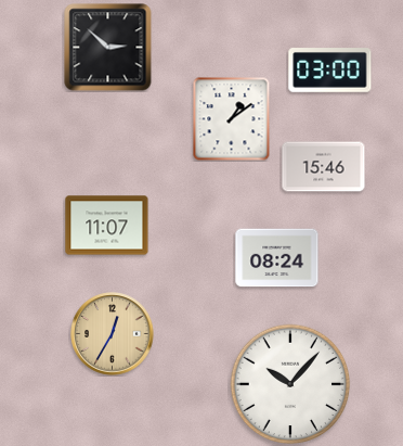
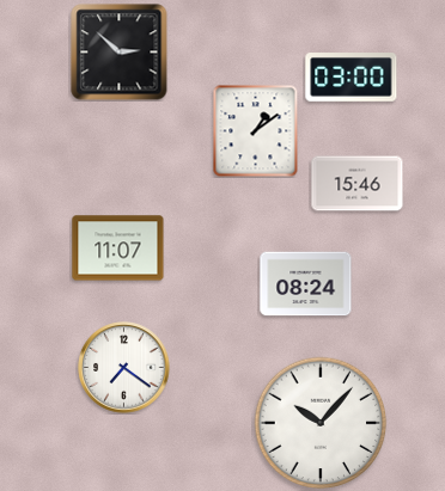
clock at (330, 71) position: (330, 71) -> (352, 78)
clock at (113, 334): 12:35 -> 7:21
clock at (113, 334) dial: champagne -> white
